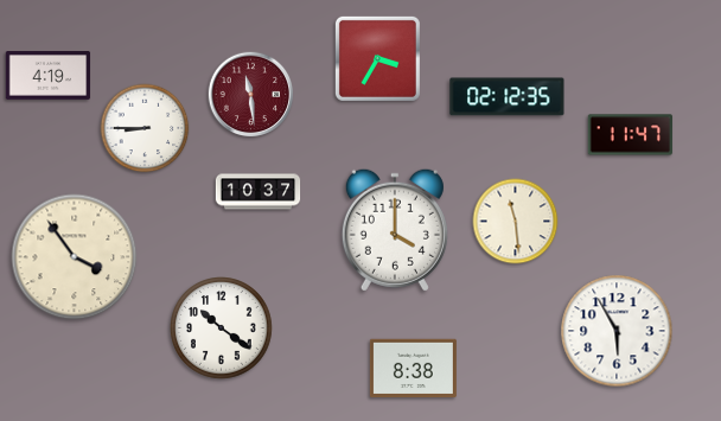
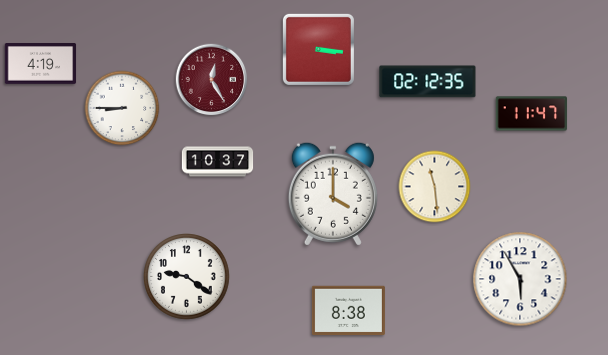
clock at (377, 58): 3:35 -> 3:16
clock at (251, 95): 11:29 -> 12:25
clock at (75, 257): 3:54 -> none
clock at (222, 328): 10:21 -> 9:21
